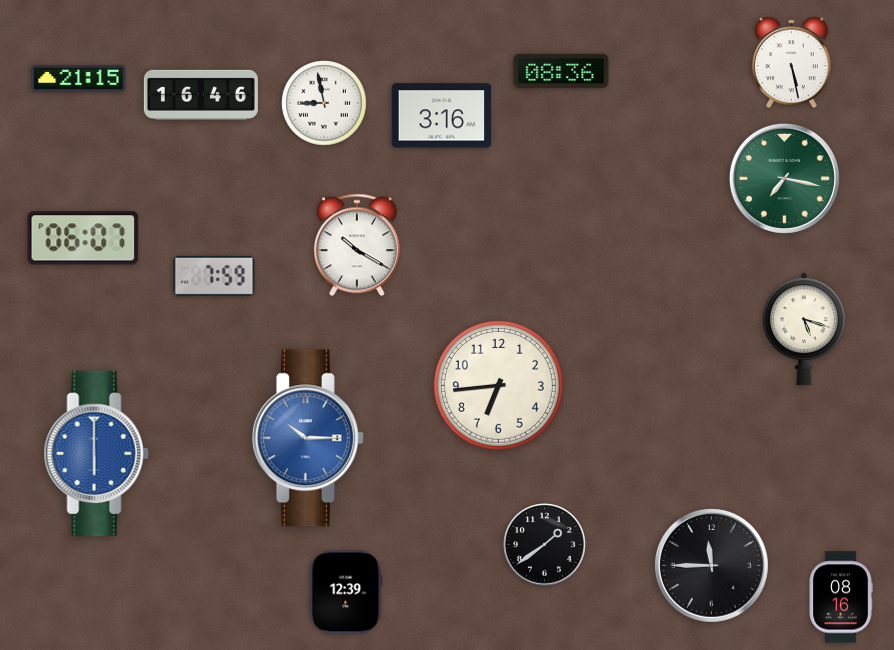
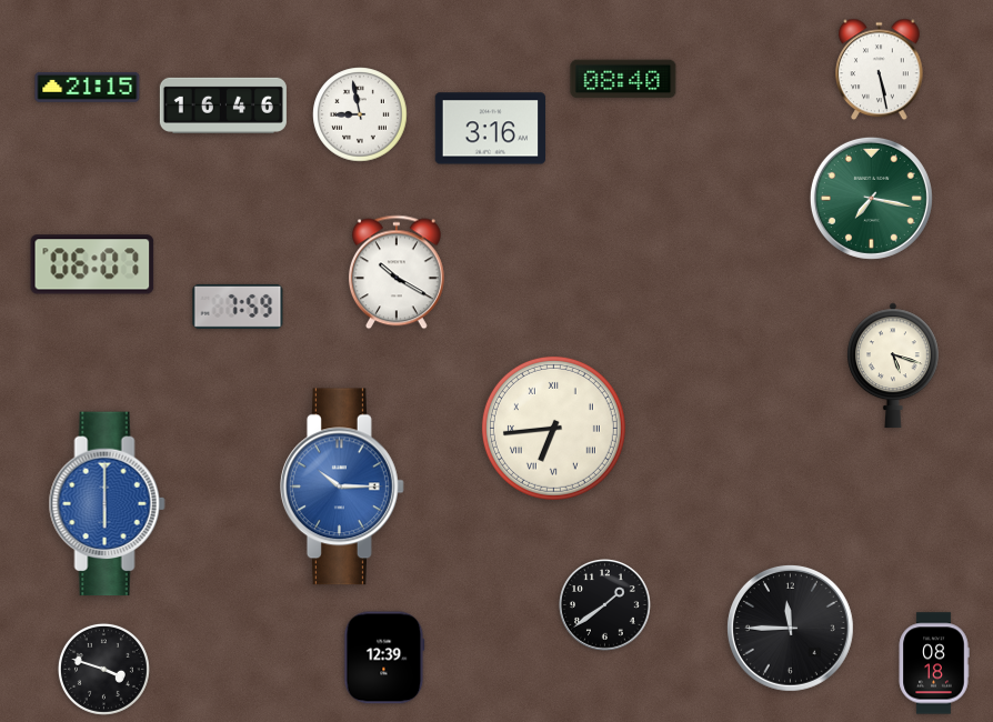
clock at (561, 71): 08:36 -> 08:40
clock at (498, 385) numerals: Arabic -> Roman
clock at (841, 597): 08:16 -> 08:18
clock at (103, 669): none -> 3:48
